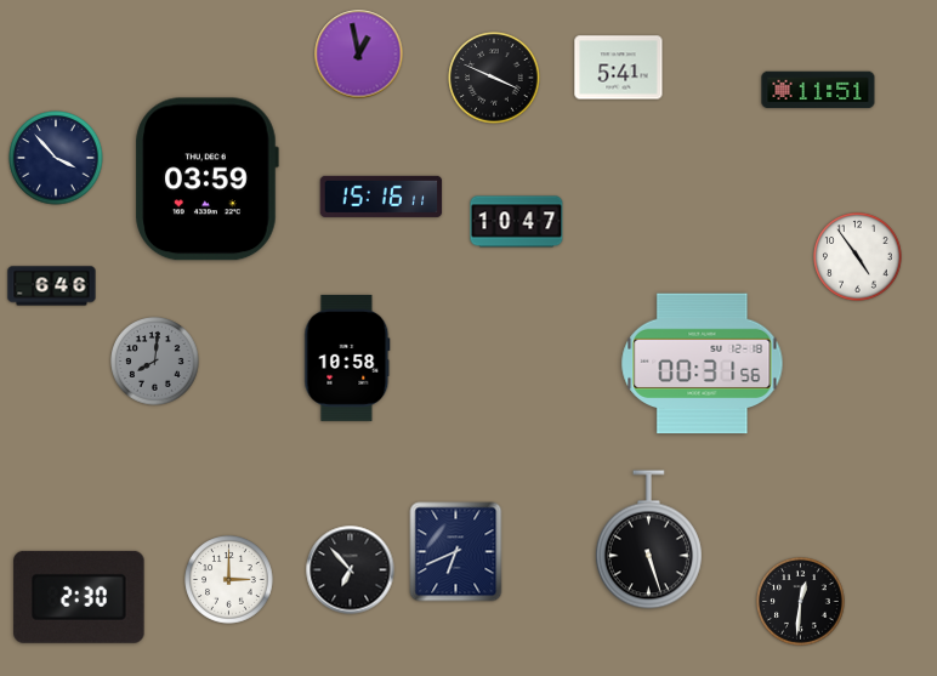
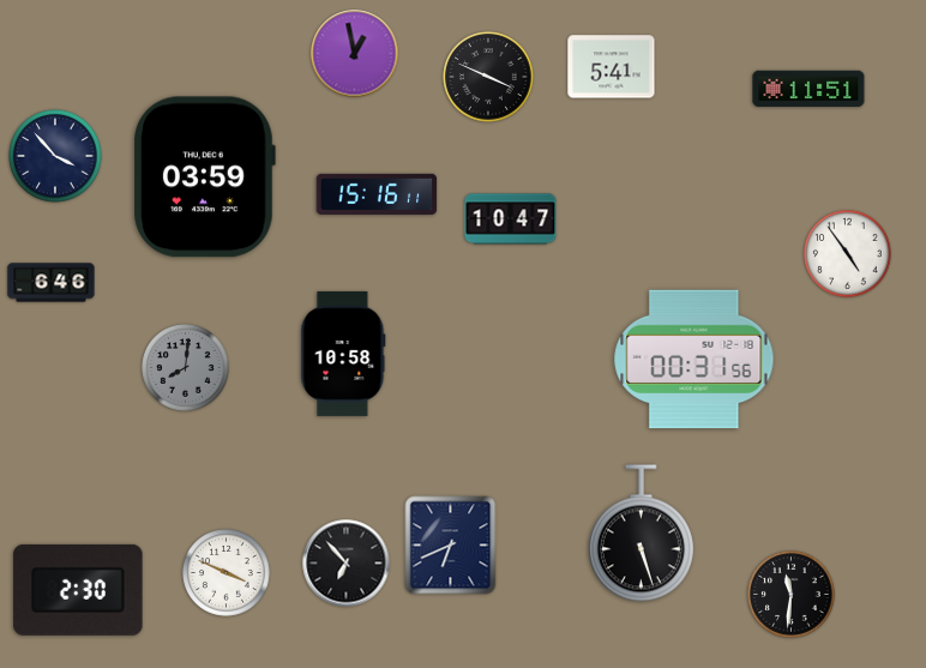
clock at (155, 362) position: (155, 362) -> (186, 368)
clock at (229, 580): 3:00 -> 3:49
clock at (801, 602): 12:31 -> 11:31
